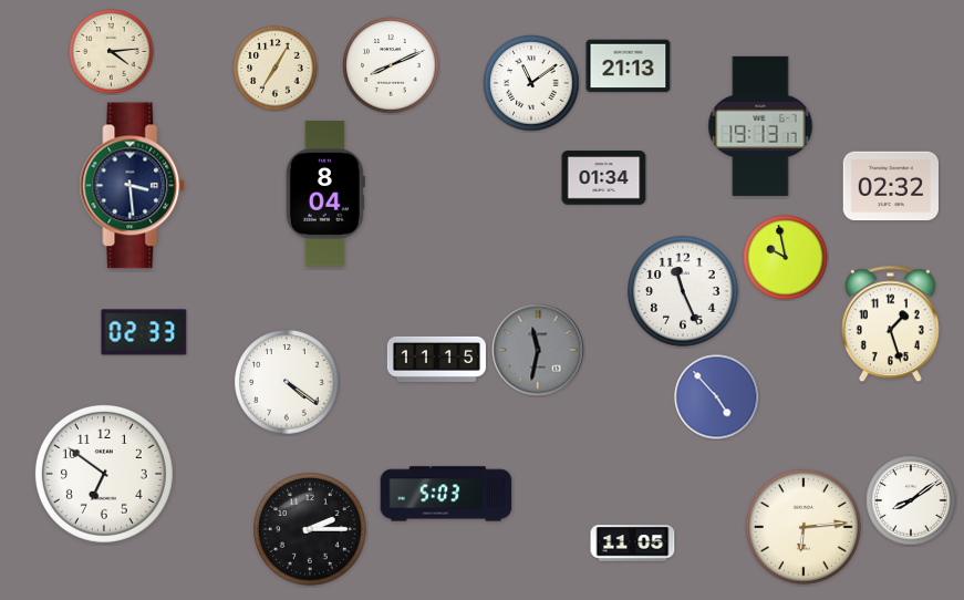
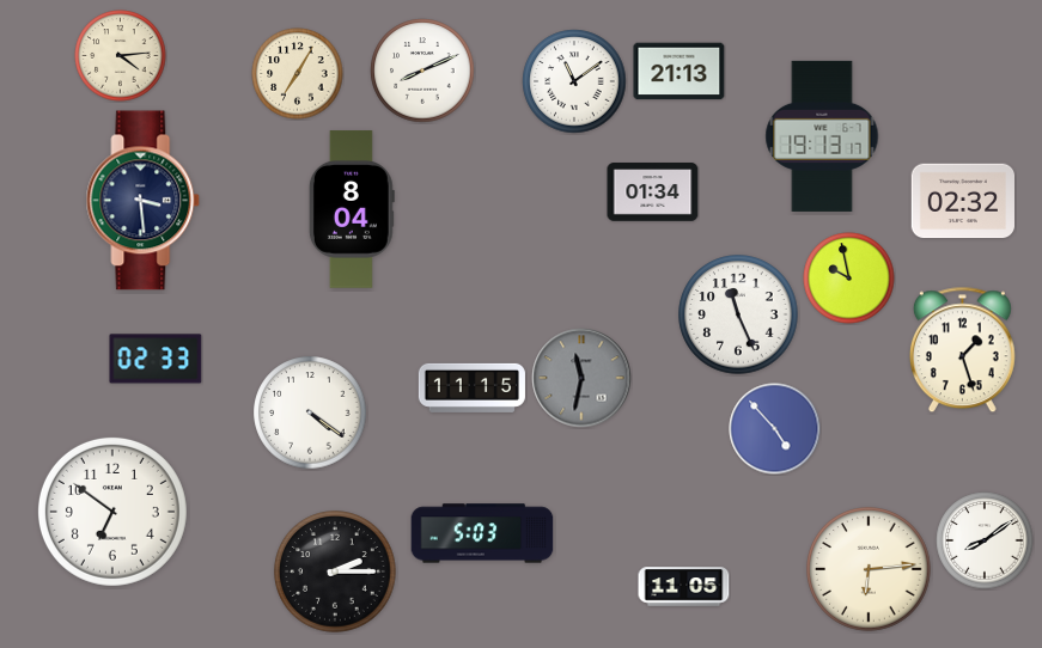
clock at (531, 83) position: (531, 83) -> (574, 81)
